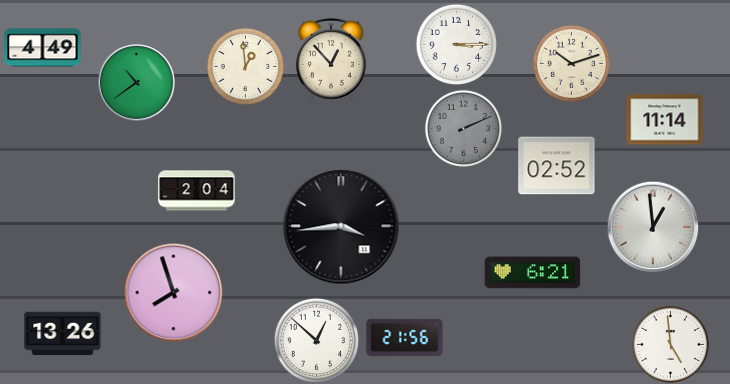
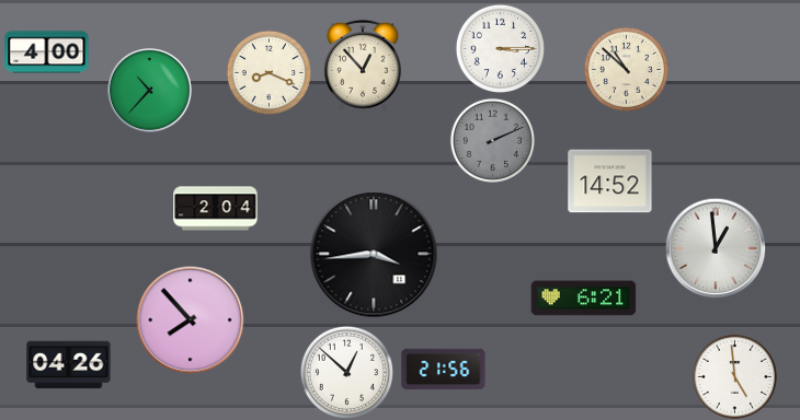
clock at (43, 48): 4:49 -> 4:00
clock at (571, 63): 10:12 -> 10:52
clock at (245, 66): 12:59 -> 8:19
clock at (137, 83): 10:39 -> 10:37
clock at (665, 120): 11:14 -> none
clock at (463, 128) position: (463, 128) -> (492, 140)
clock at (557, 166): 02:52 -> 14:52
clock at (341, 226) position: (341, 226) -> (374, 254)
clock at (174, 293): 7:57 -> 7:53
clock at (63, 334): 13:26 -> 04:26
